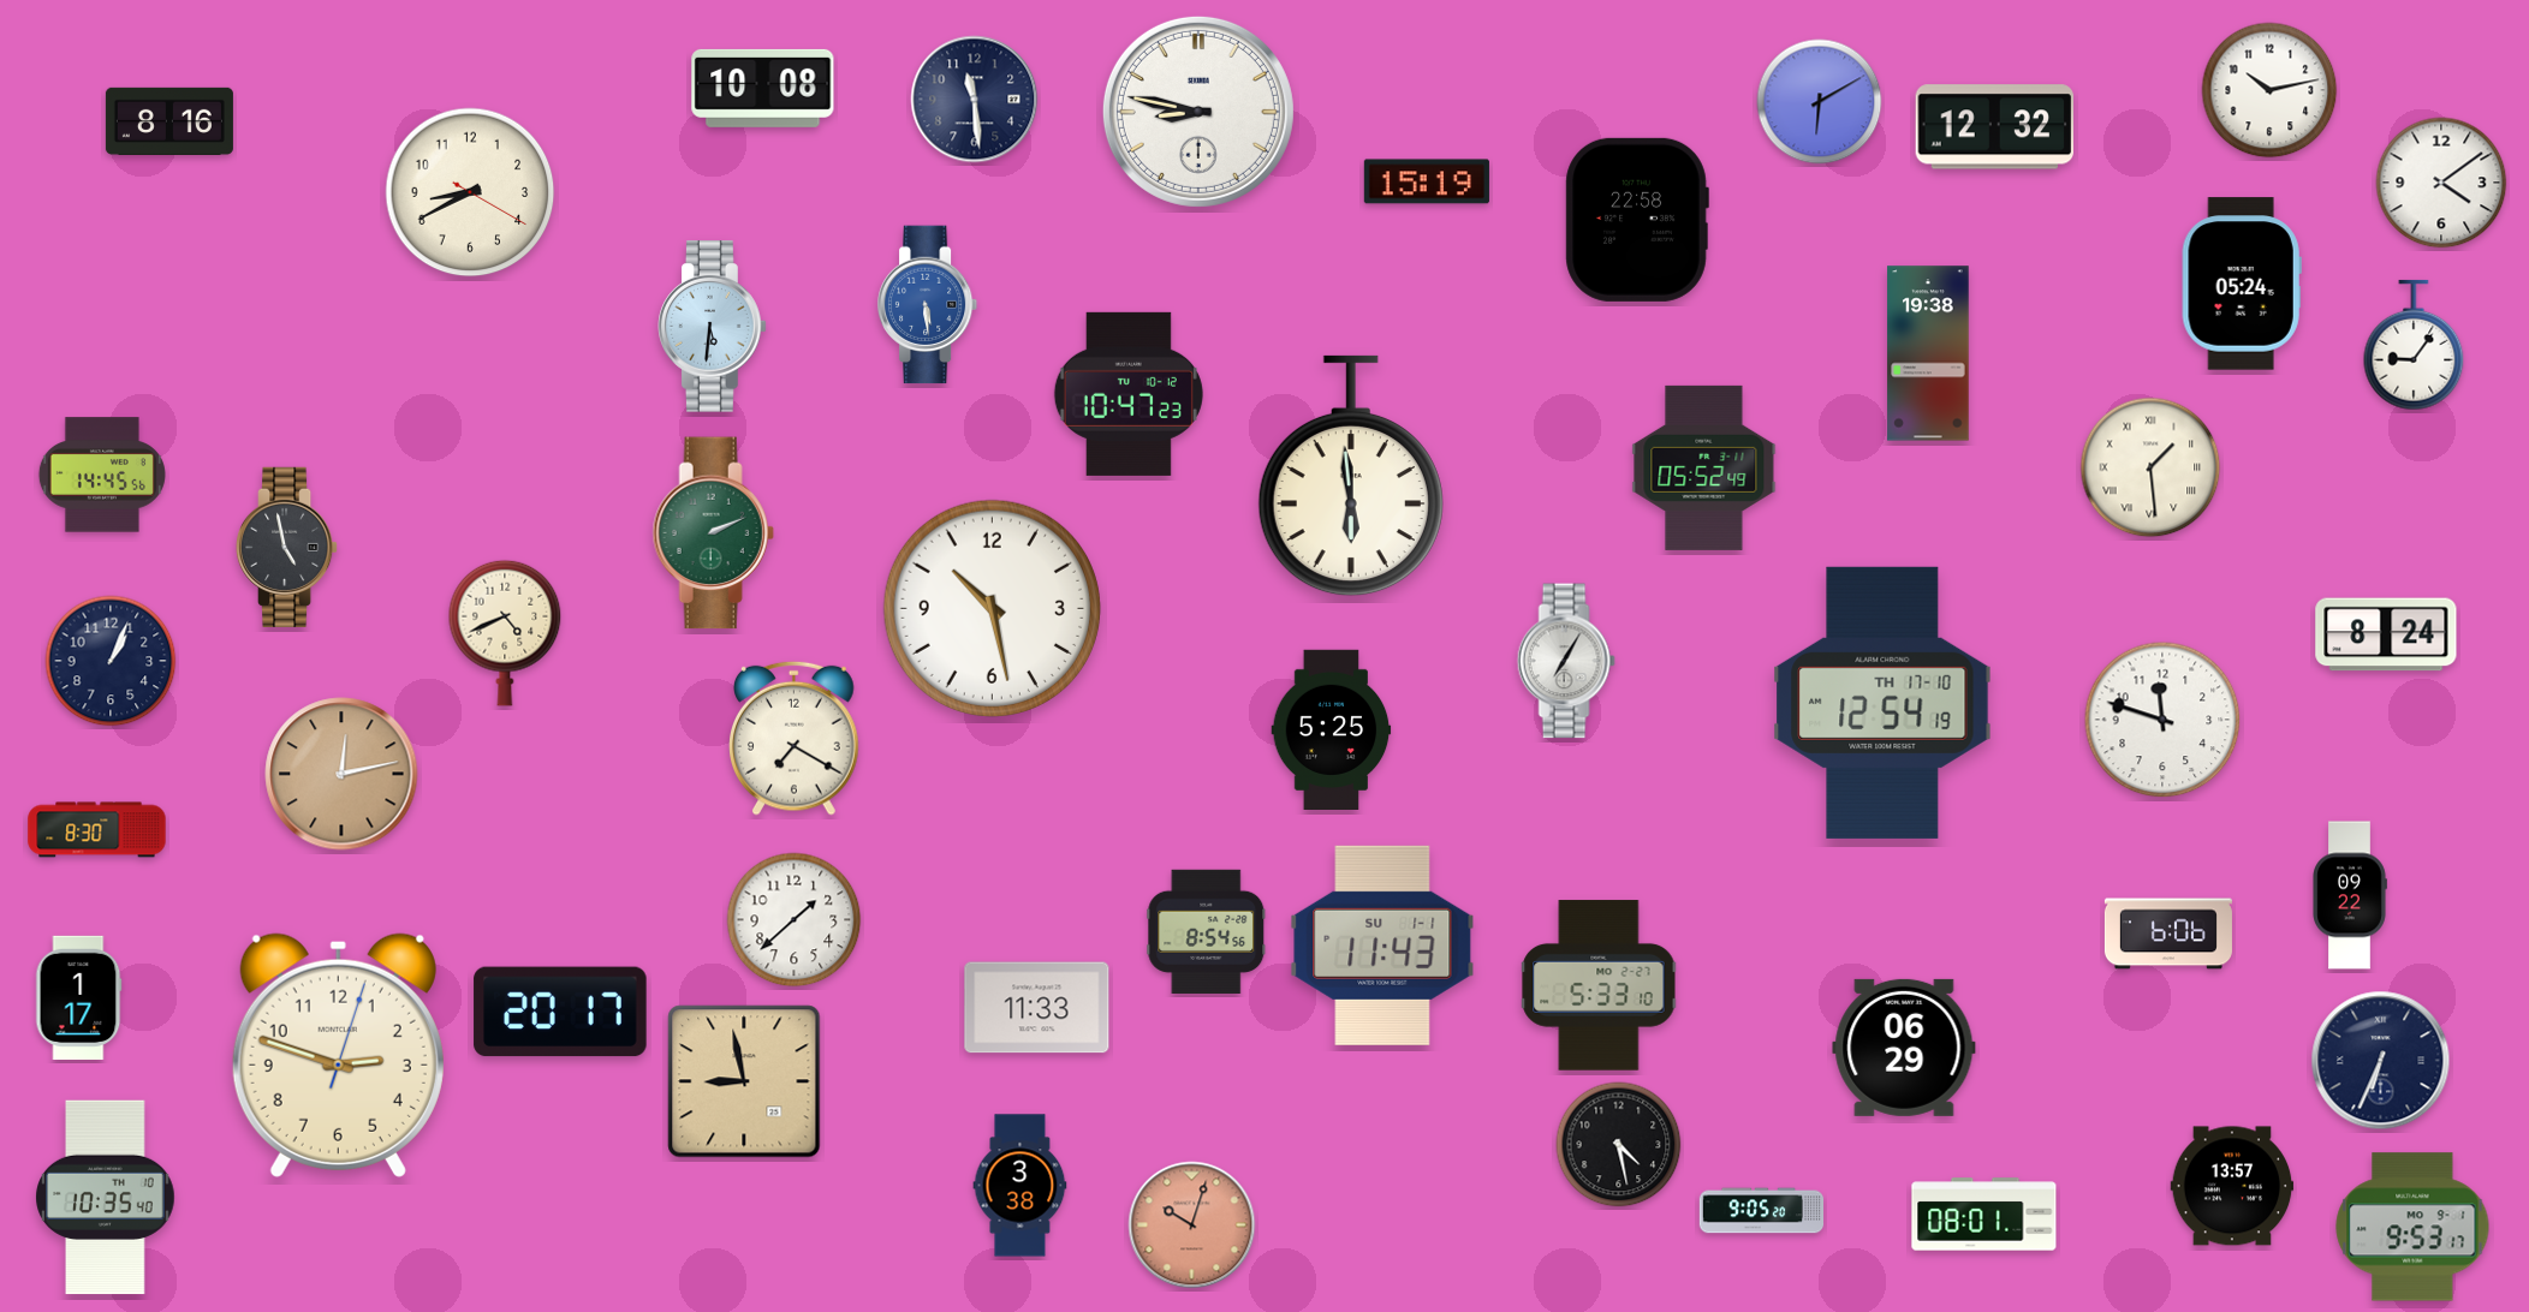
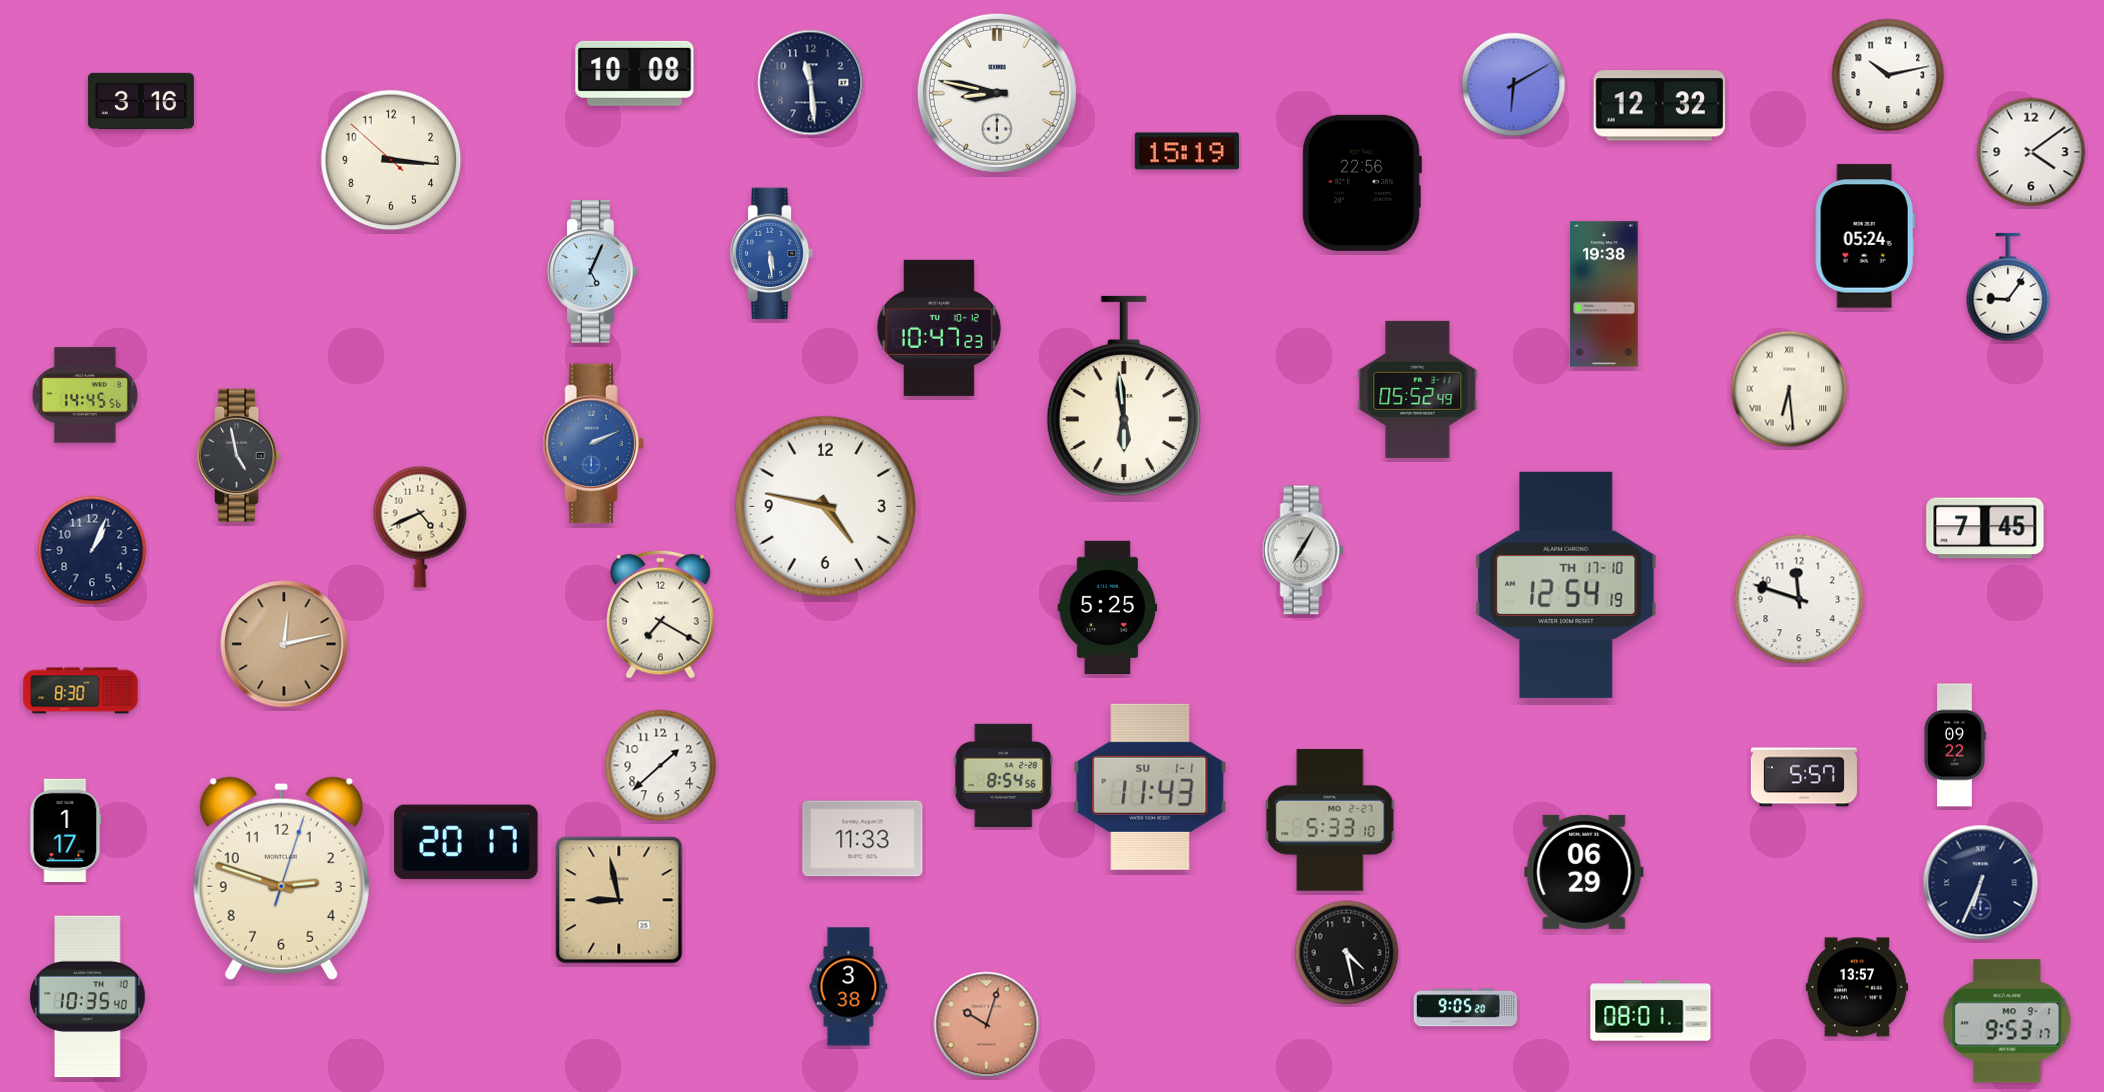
clock at (169, 121): 8:16 -> 3:16
clock at (470, 192): 8:40 -> 3:15
clock at (1637, 220): 22:58 -> 22:56
clock at (713, 327): 5:31 -> 5:04
clock at (2150, 467): 1:29 -> 6:29
clock at (713, 533) dial: green -> blue
clock at (992, 608): 10:28 -> 4:47
clock at (2386, 634): 8:24 -> 7:45
clock at (2168, 934): 6:06 -> 5:57
clock at (1192, 1225) position: (1192, 1225) -> (987, 1025)
